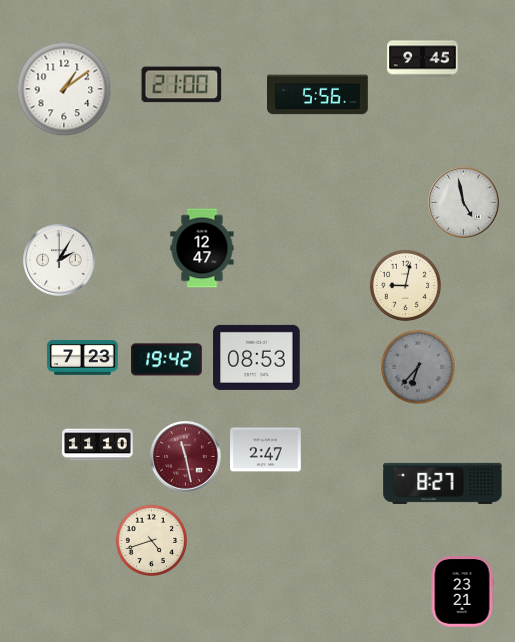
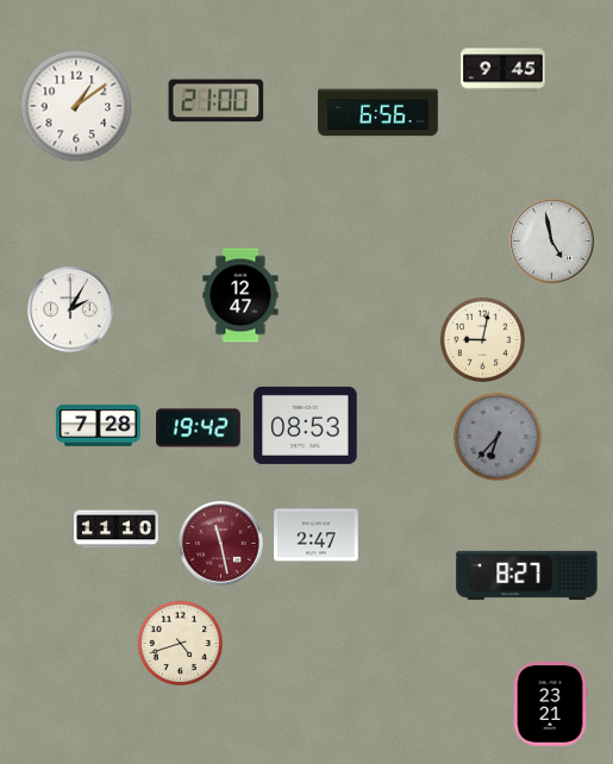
clock at (318, 95): 5:56 -> 6:56
clock at (83, 358): 7:23 -> 7:28
